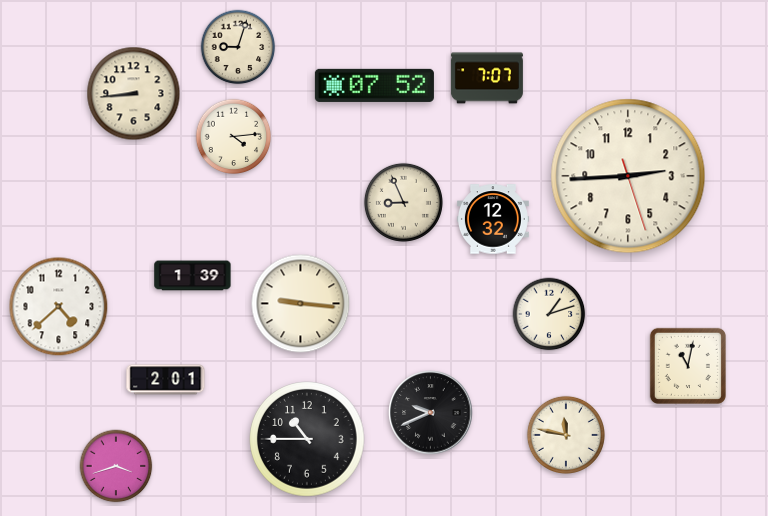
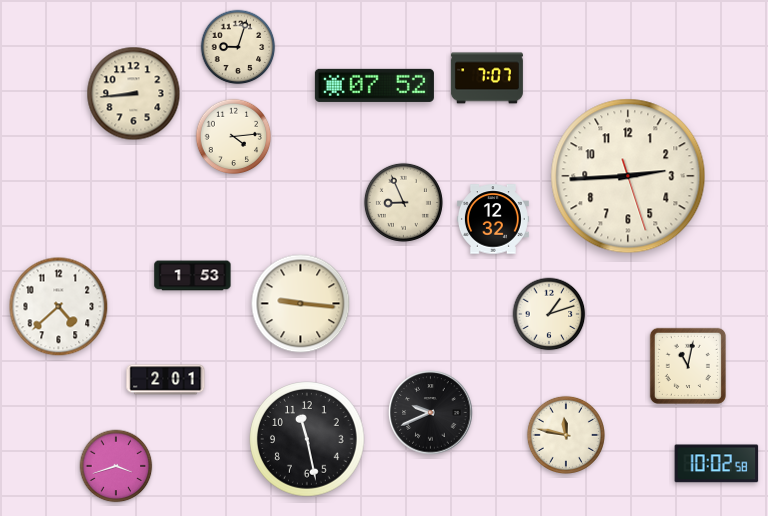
clock at (193, 276): 1:39 -> 1:53
clock at (307, 439): 10:45 -> 11:28
clock at (717, 464): none -> 10:02
